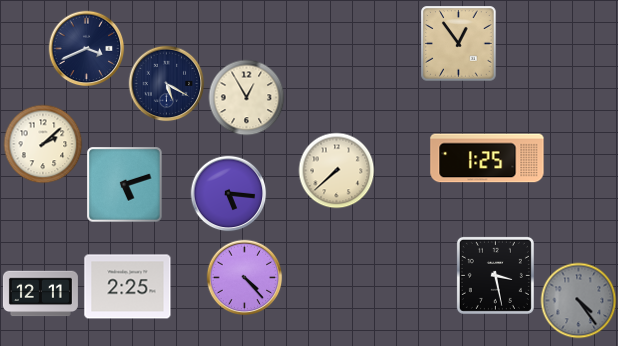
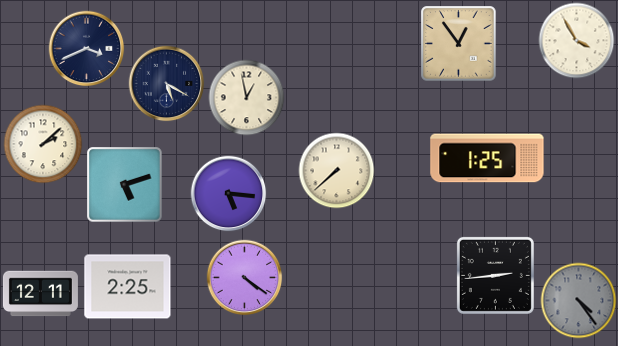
clock at (577, 41): none -> 3:55
clock at (247, 98): 12:55 -> 12:58
clock at (495, 275): 3:28 -> 2:44
clock at (245, 278): 4:23 -> 4:21
